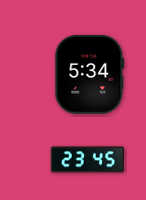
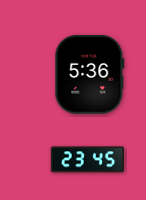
clock at (90, 75): 5:34 -> 5:36
